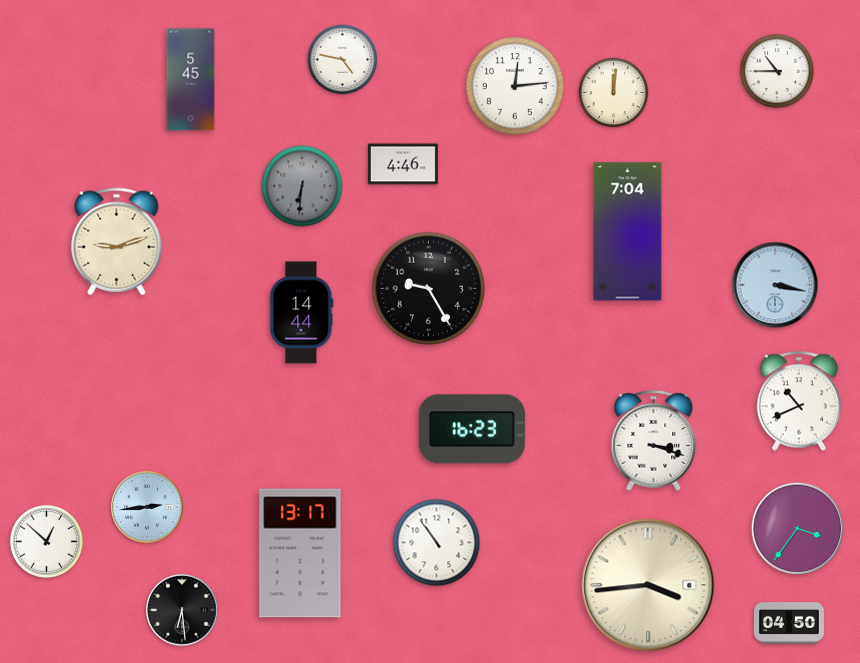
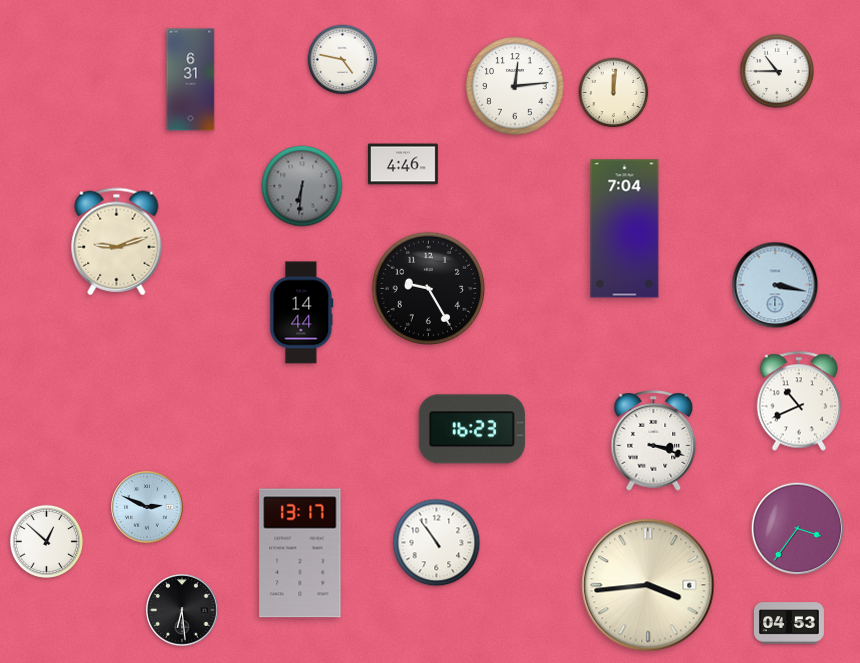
clock at (191, 80): 5:45 -> 6:31
clock at (628, 232) position: (628, 232) -> (625, 229)
clock at (147, 507): 2:44 -> 2:49
clock at (789, 623): 04:50 -> 04:53
